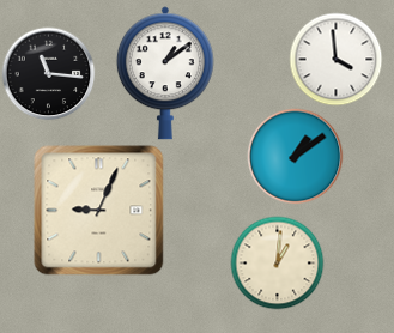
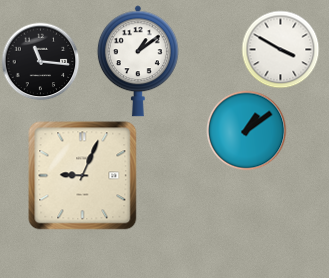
clock at (335, 59): 3:59 -> 3:50
clock at (277, 262): 1:01 -> none
